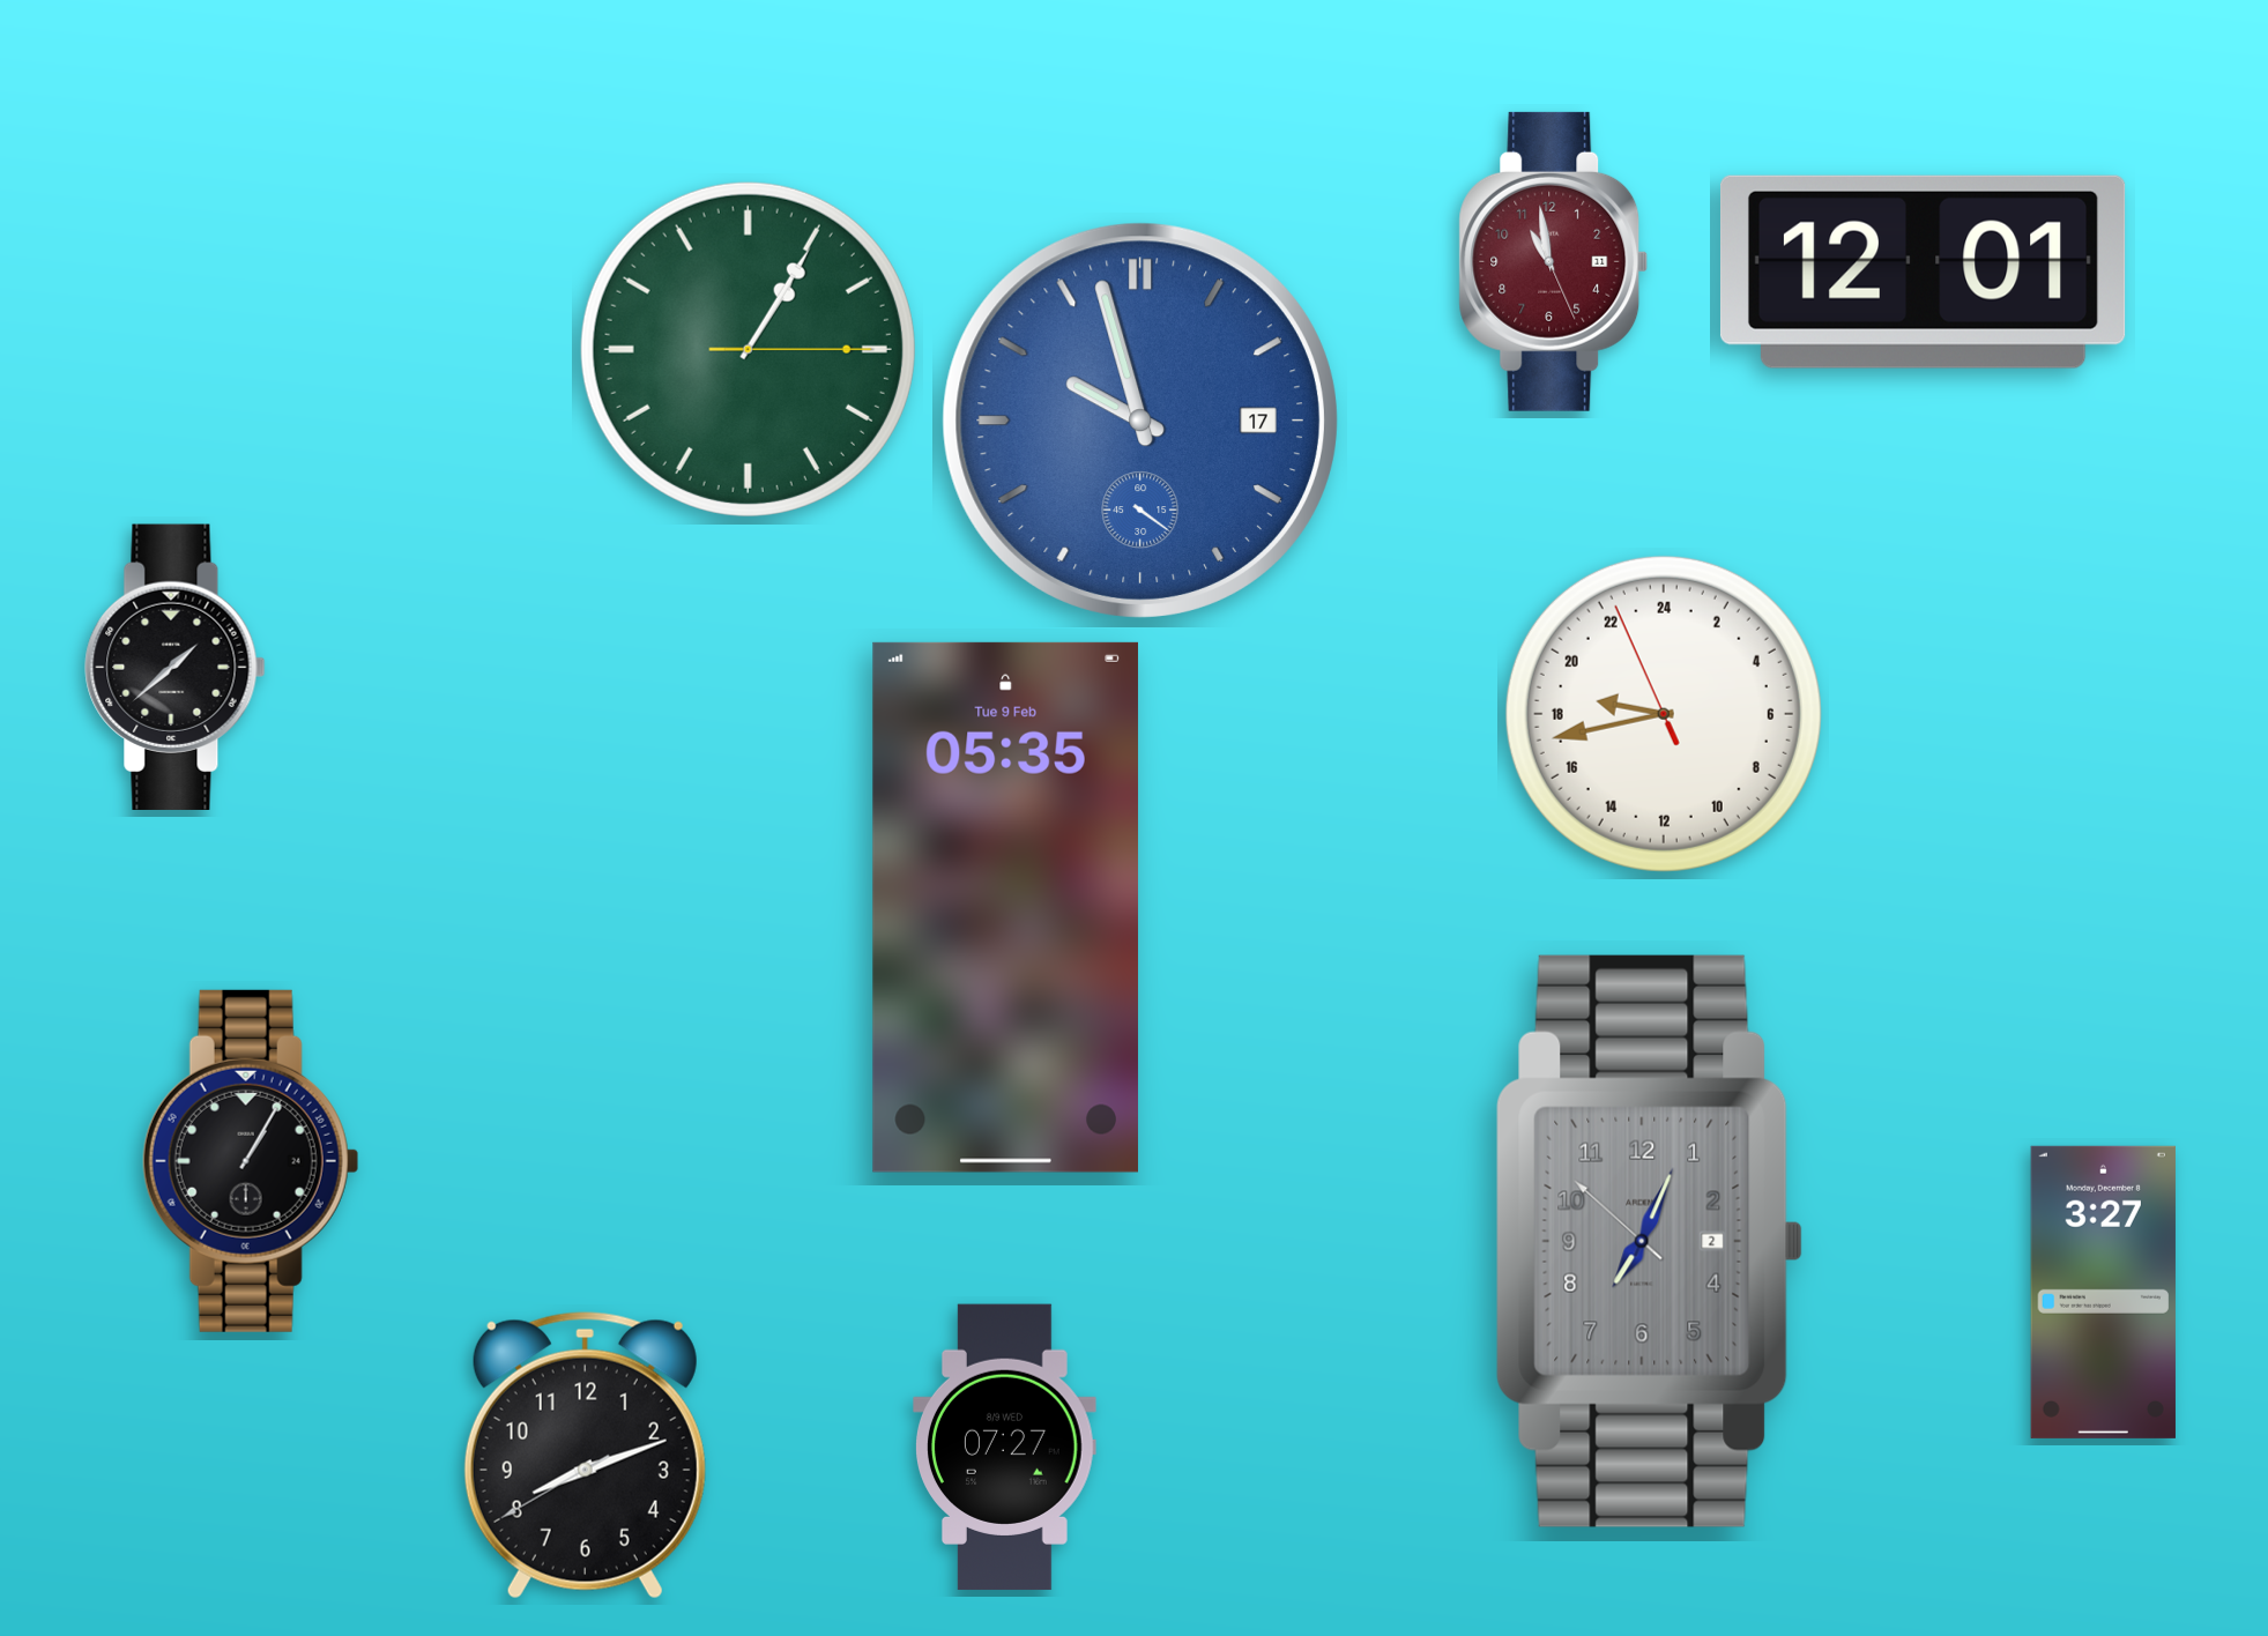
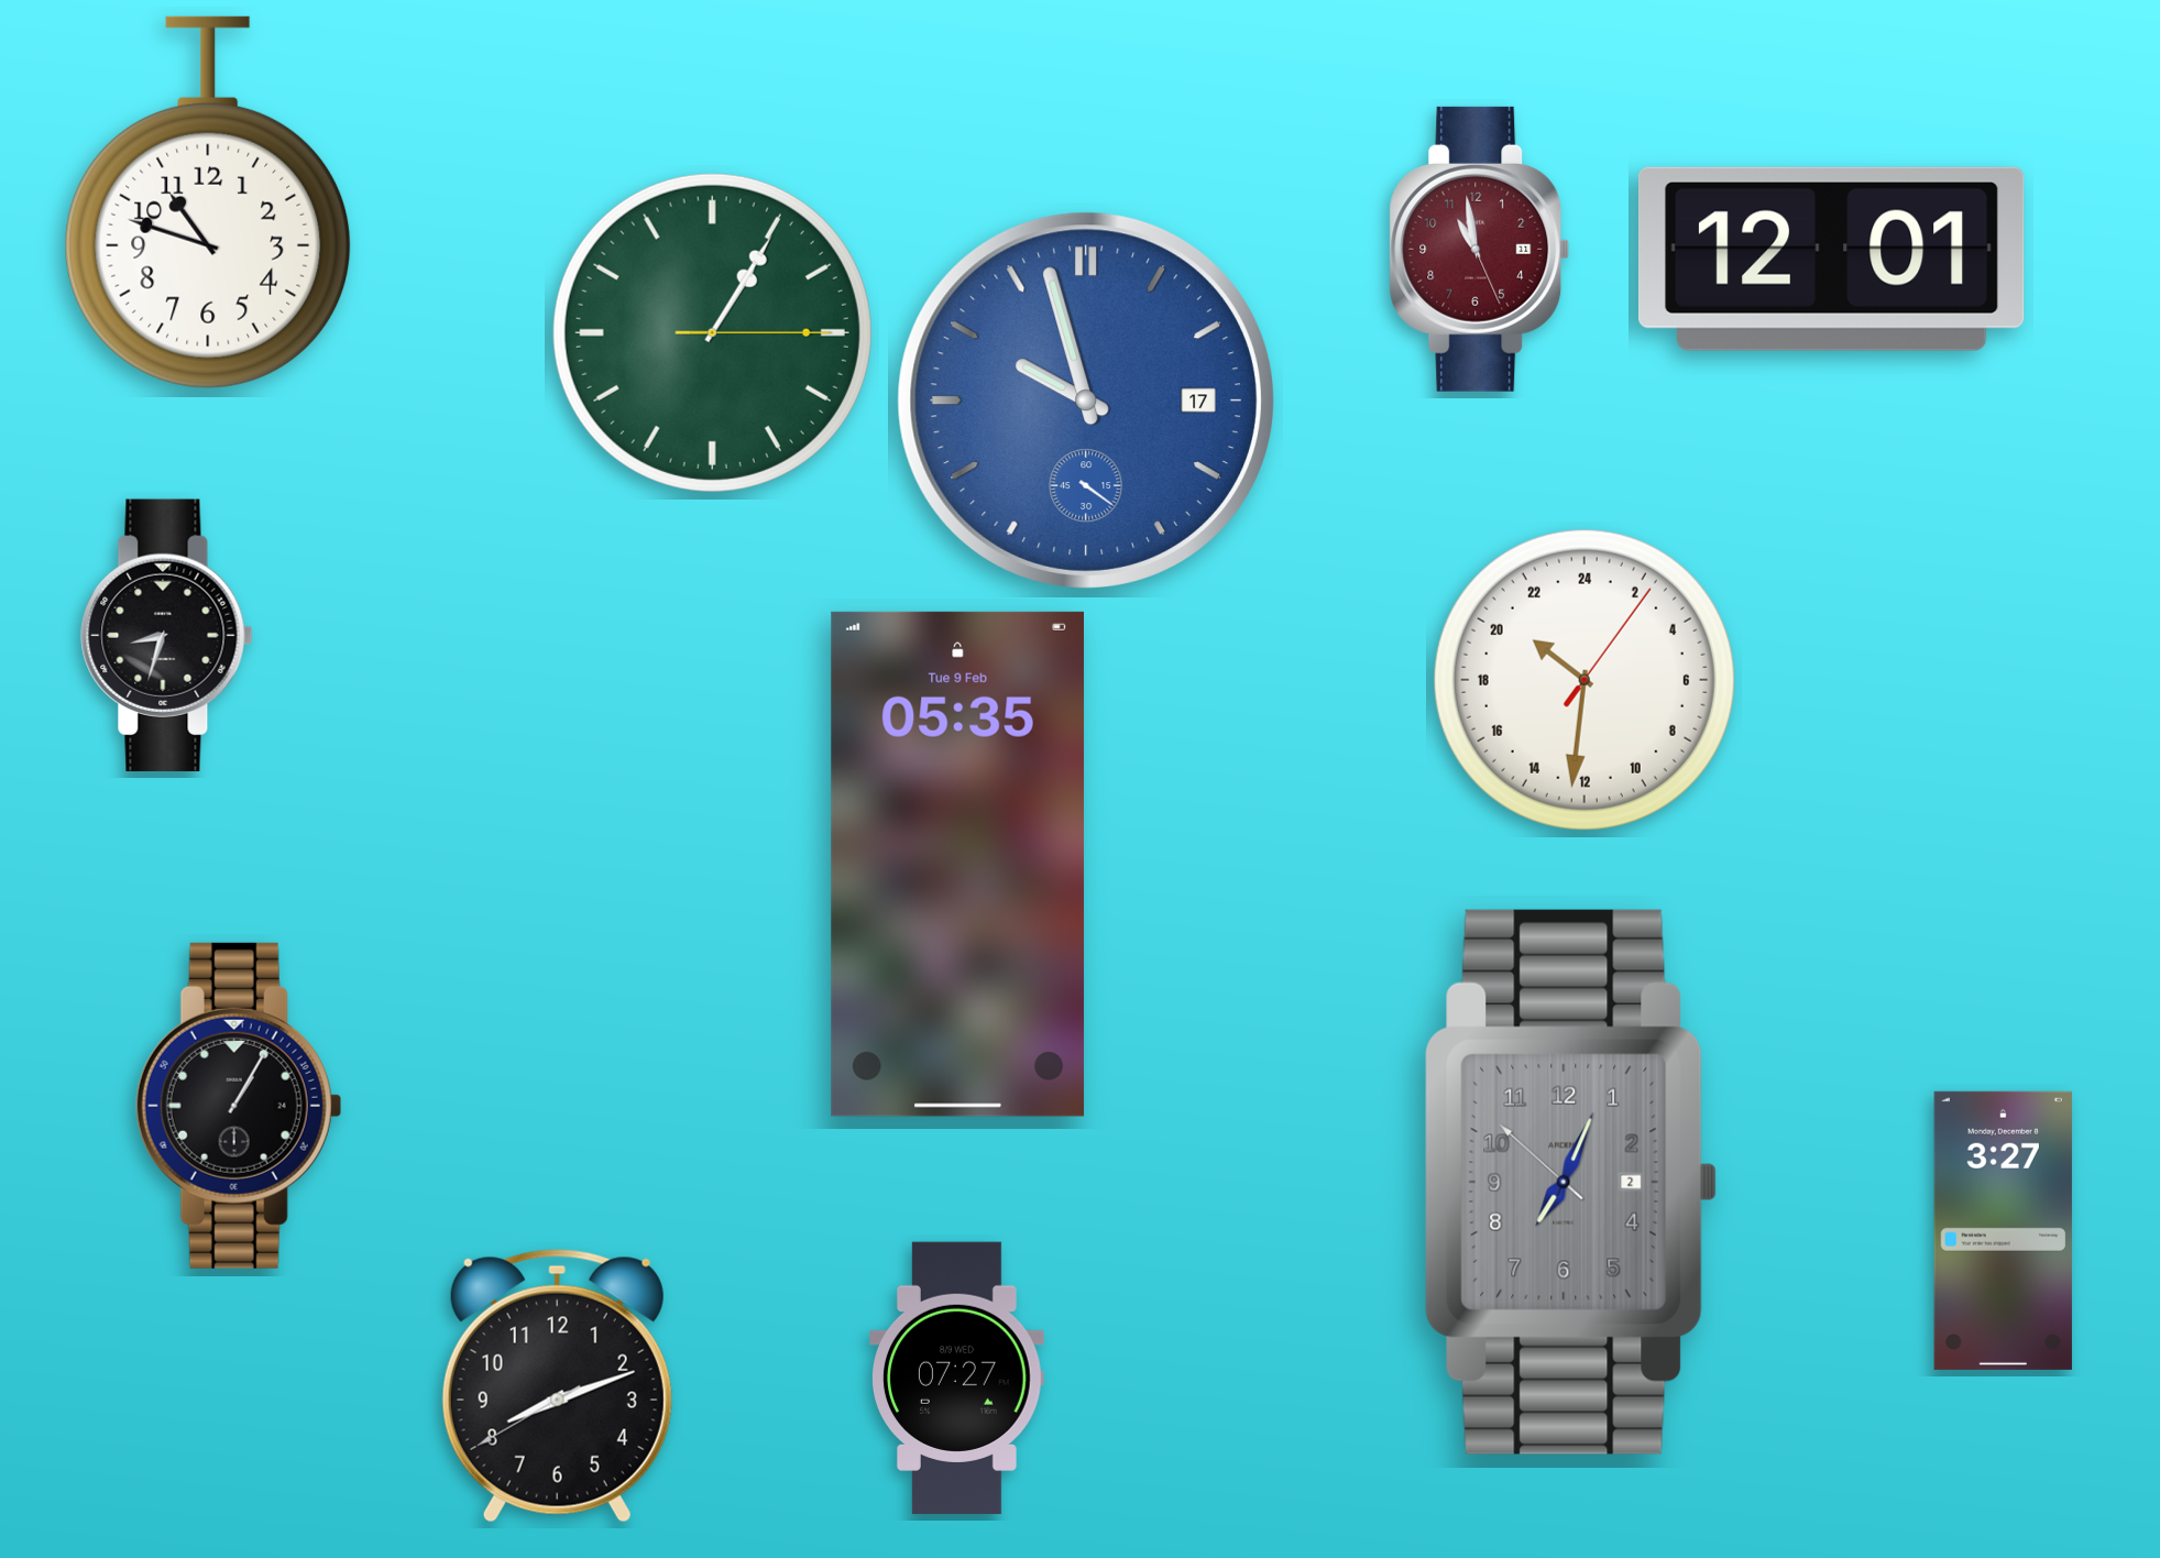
clock at (208, 202): none -> 10:48
clock at (176, 667): 1:38 -> 8:33
clock at (1664, 714): 18:42 -> 20:31
